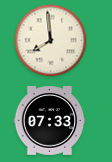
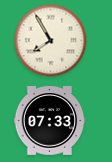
clock at (51, 41): 7:59 -> 7:55
